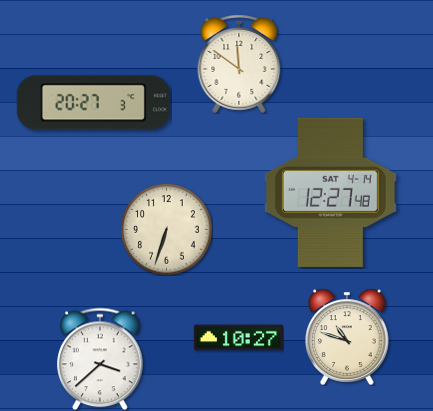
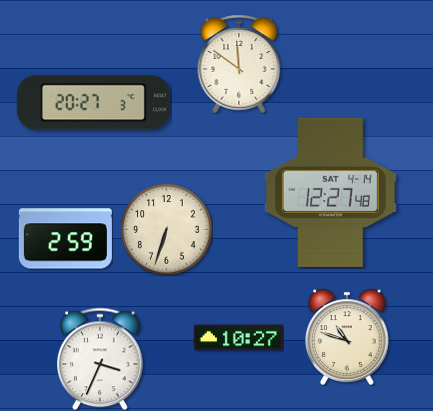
clock at (65, 239): none -> 2:59
clock at (100, 359): 3:38 -> 3:34
